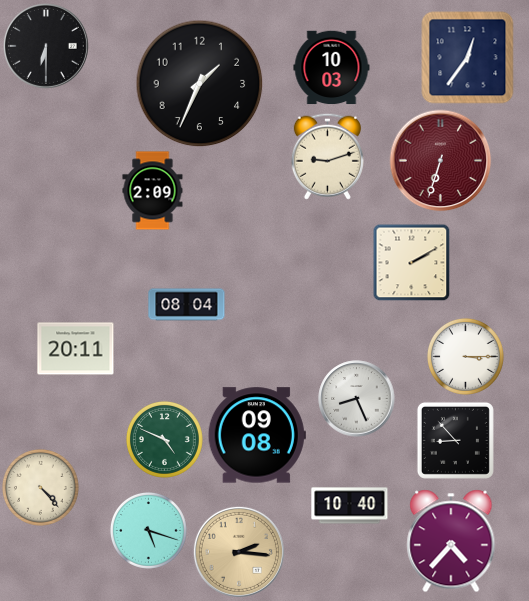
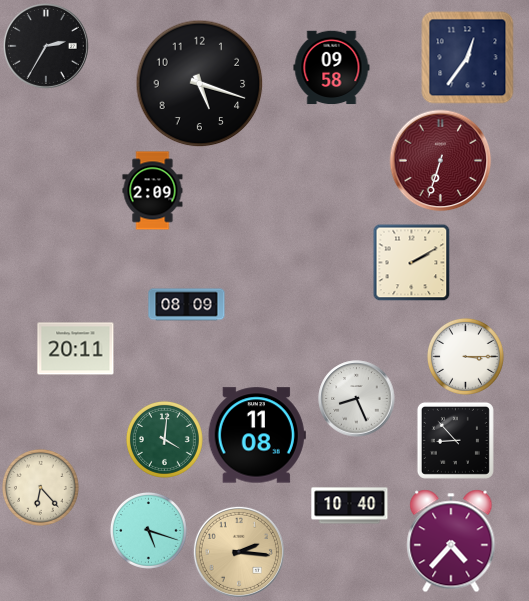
clock at (46, 46): 6:30 -> 2:35
clock at (332, 68): 10:03 -> 09:58
clock at (200, 84): 1:34 -> 5:18
clock at (327, 156): 9:12 -> none
clock at (187, 305): 08:04 -> 08:09
clock at (257, 435): 09:08 -> 11:08
clock at (164, 439): 4:49 -> 4:01
clock at (40, 487): 4:23 -> 6:23
